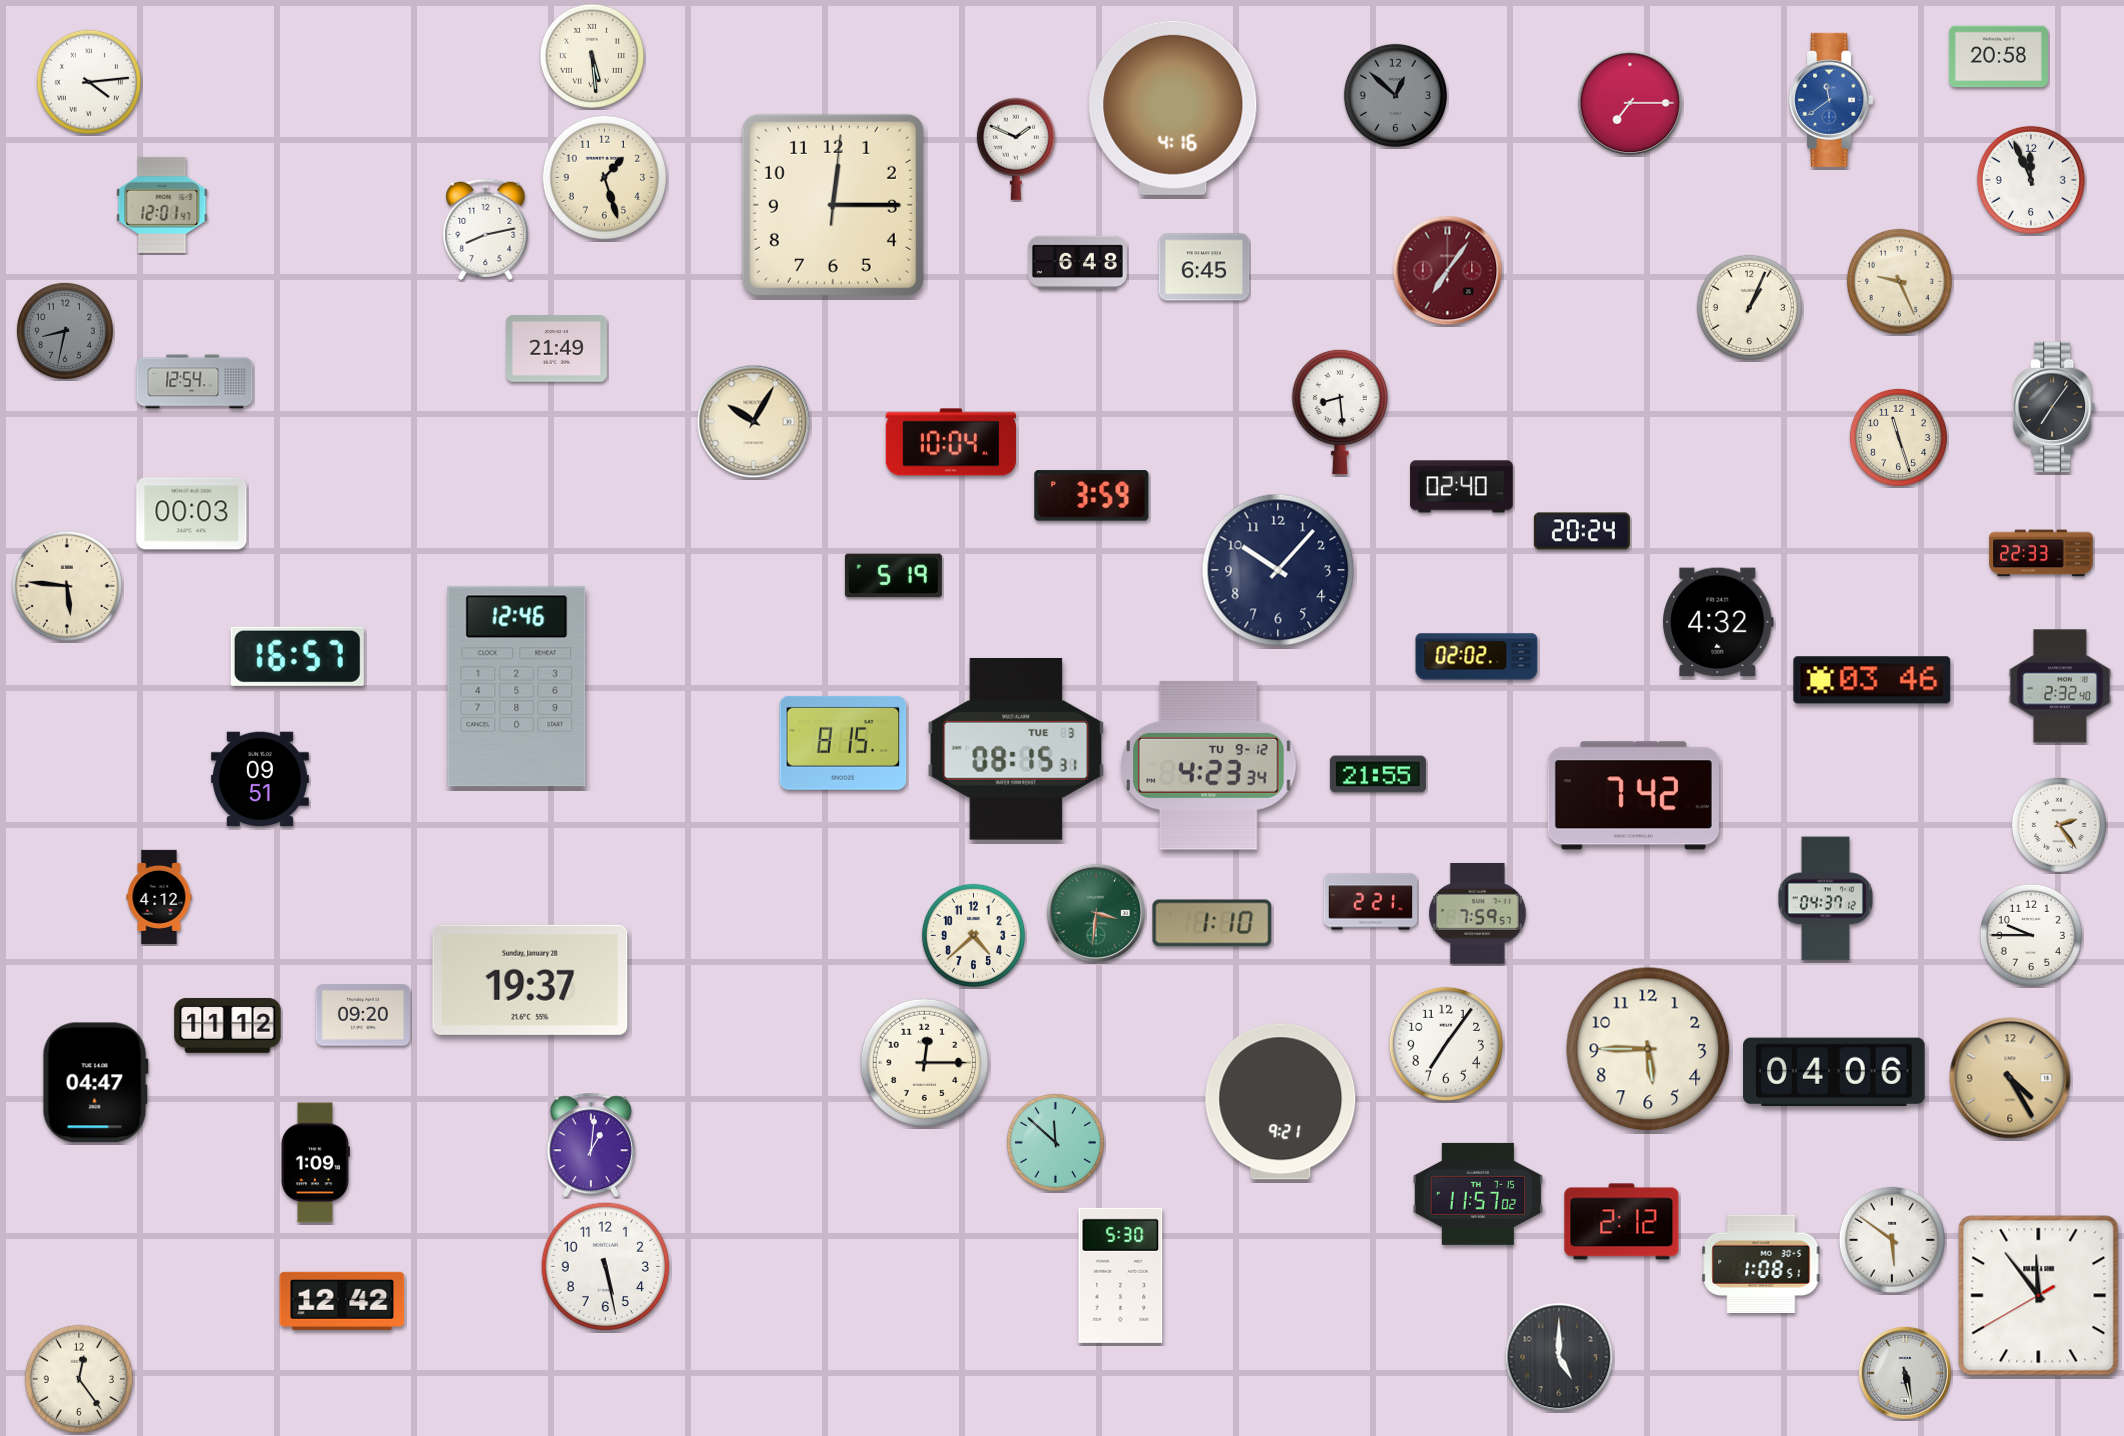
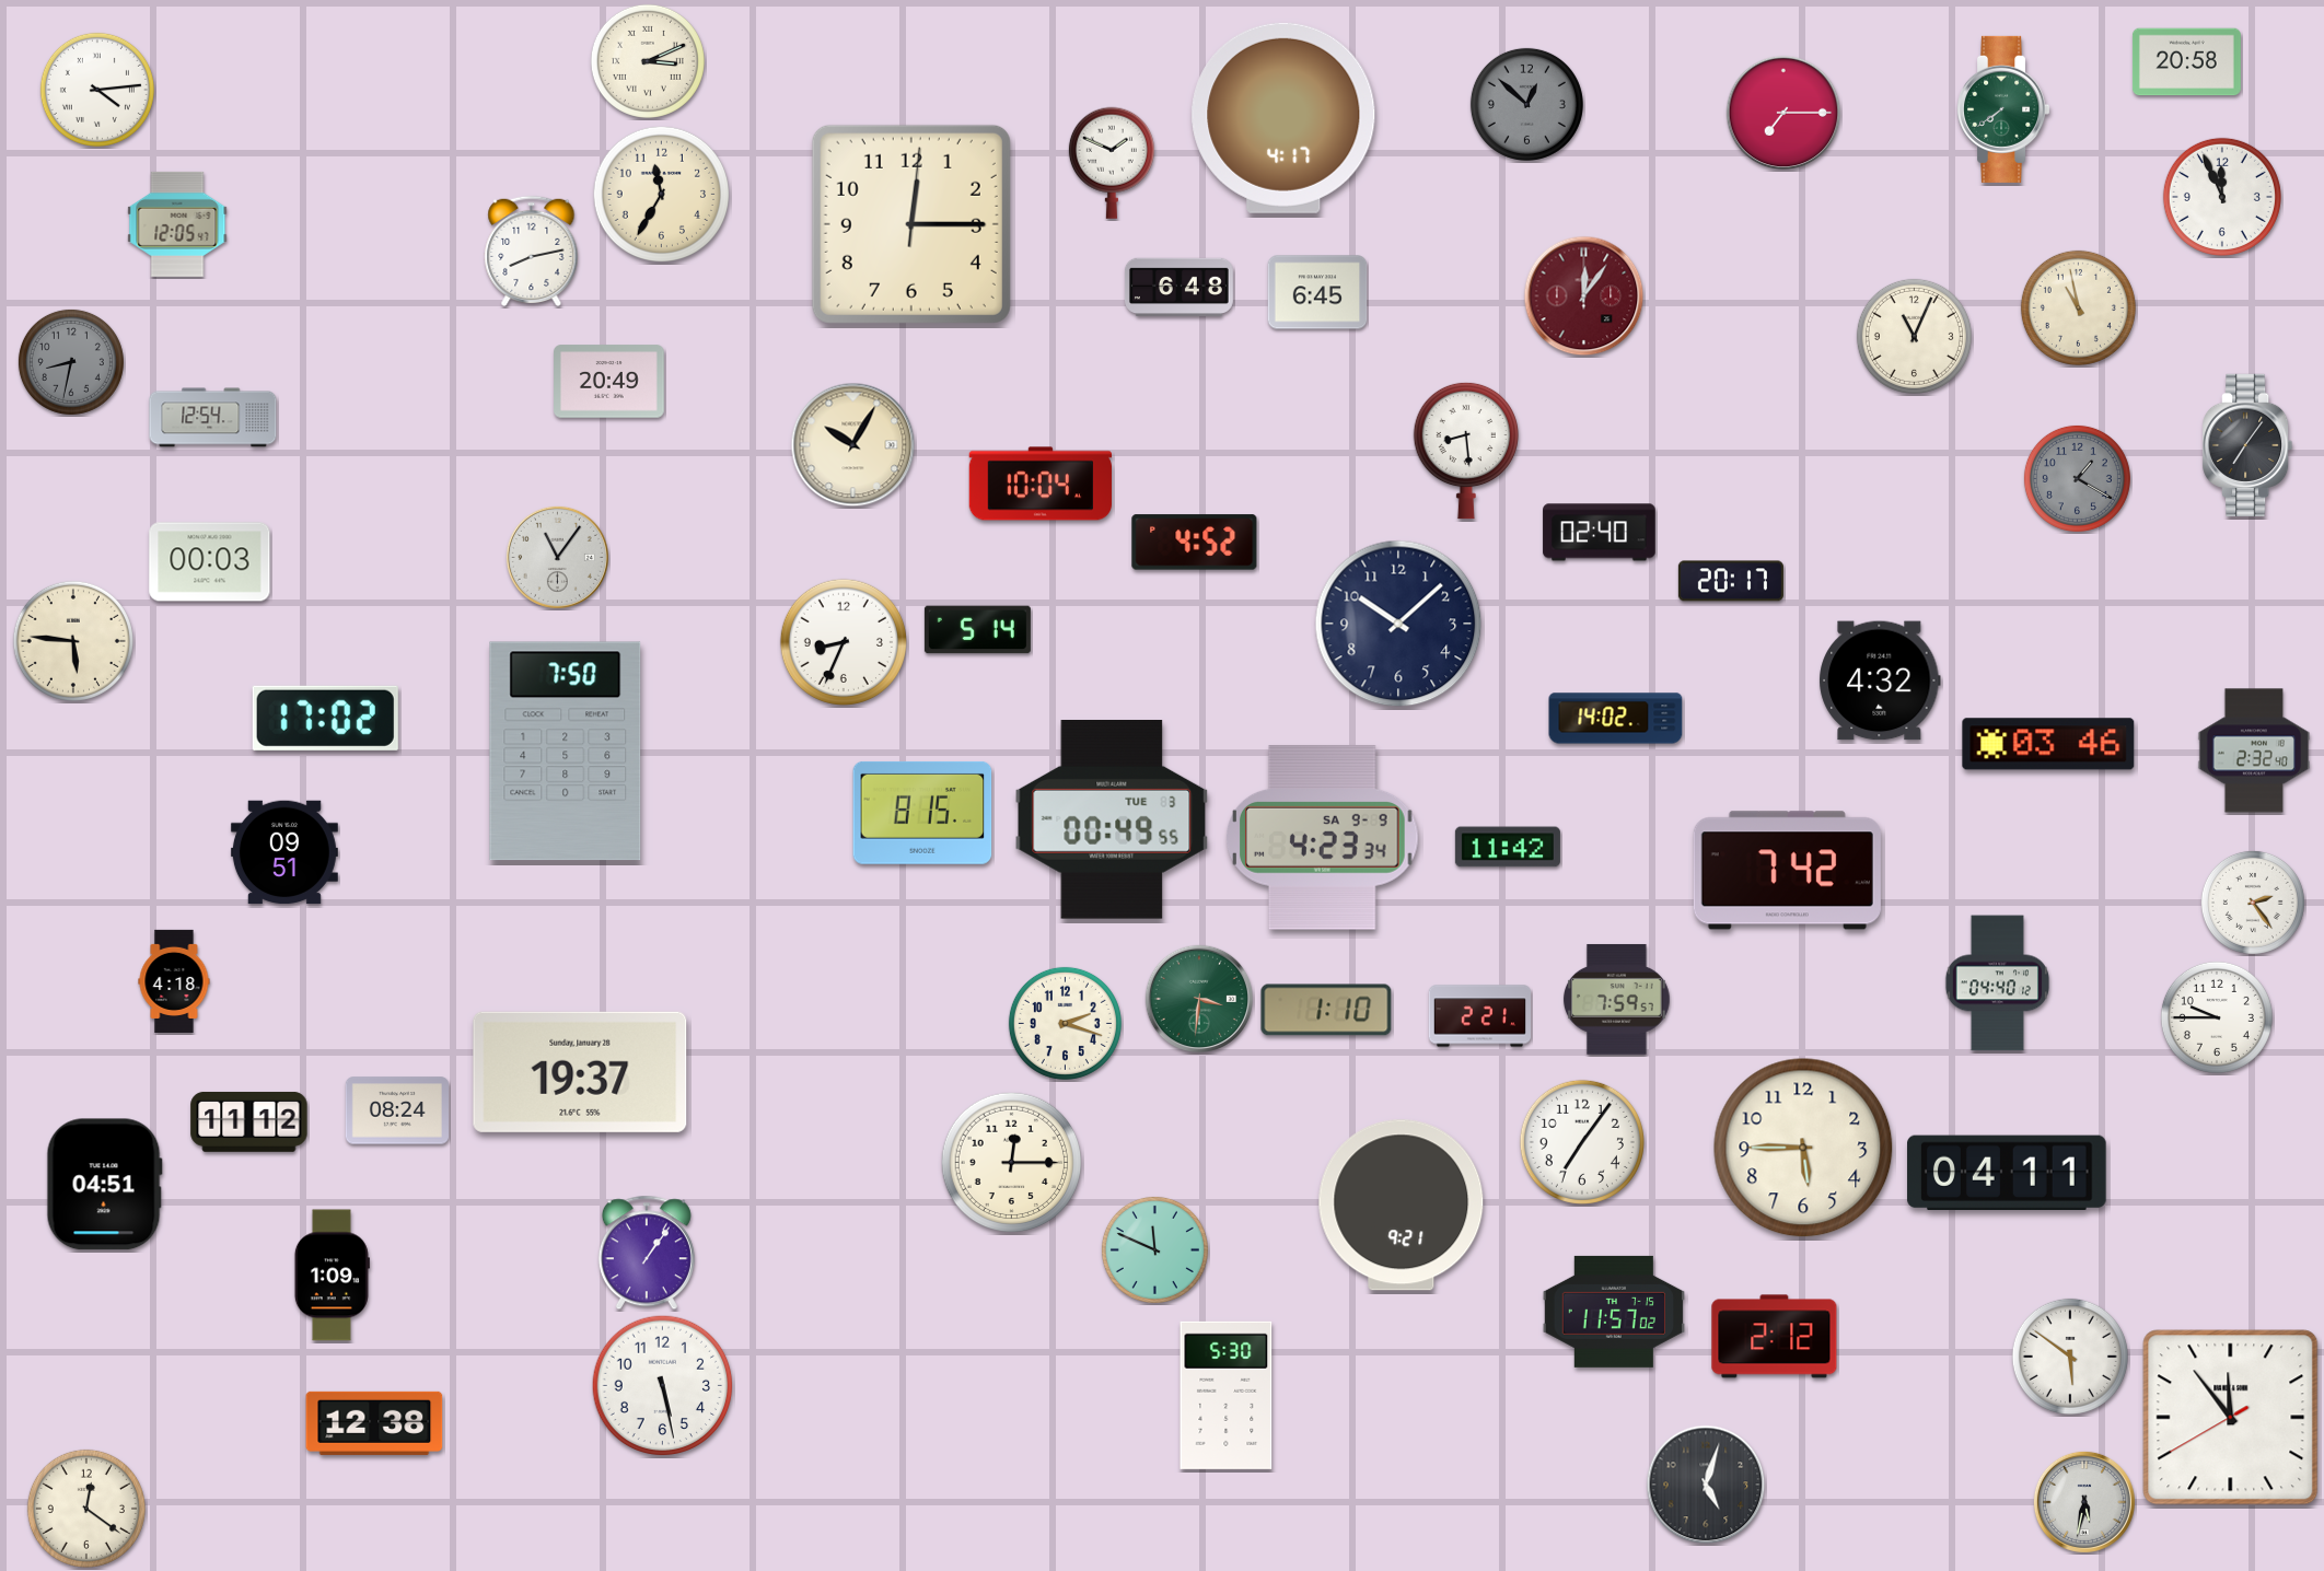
clock at (592, 56): 5:29 -> 3:11
clock at (1831, 100): 11:39 -> 7:39
clock at (1831, 100) dial: blue -> green
clock at (1173, 108): 4:16 -> 4:17
clock at (604, 177): 1:27 -> 11:35
clock at (162, 205): 12:01 -> 12:05
clock at (1448, 271): 7:06 -> 12:06
clock at (1899, 281): 9:26 -> 10:58
clock at (1749, 307): 1:04 -> 11:04
clock at (557, 349): 21:49 -> 20:49
clock at (754, 422) position: (754, 422) -> (853, 445)
clock at (1898, 437): 11:27 -> 1:20
clock at (1898, 437) dial: cream -> grey
clock at (1092, 496): 3:59 -> 4:52
clock at (557, 557): none -> 11:06
clock at (1582, 531): 20:24 -> 20:17
clock at (2041, 553): 22:33 -> none
clock at (1278, 570): 10:07 -> 10:08
clock at (893, 576): 5:19 -> 5:14
clock at (844, 642): none -> 8:34
clock at (297, 656): 16:57 -> 17:02
clock at (1477, 657): 02:02 -> 14:02
clock at (517, 687): 12:46 -> 7:50
clock at (1016, 750): 08:15 -> 00:49
clock at (1209, 766) date: TU 9-12 -> SA 9-9
clock at (1378, 774): 21:55 -> 11:42
clock at (159, 897): 4:12 -> 4:18
clock at (1825, 899): 04:37 -> 04:40
clock at (1370, 902) position: (1370, 902) -> (1479, 1016)
clock at (973, 935): 4:38 -> 2:18
clock at (2031, 935) position: (2031, 935) -> (2217, 1017)
clock at (363, 1015): 09:20 -> 08:24
clock at (1834, 1071): 04:06 -> 04:11
clock at (2010, 1078): 4:25 -> none
clock at (95, 1083): 04:47 -> 04:51
clock at (1055, 1142): 11:52 -> 11:49
clock at (591, 1145): 1:01 -> 1:06
clock at (315, 1163) position: (315, 1163) -> (332, 1276)
clock at (1477, 1194) position: (1477, 1194) -> (1613, 1312)
clock at (1761, 1263): 1:08 -> none
clock at (342, 1301): 12:42 -> 12:38
clock at (1559, 1357): 5:00 -> 5:03
clock at (1905, 1373): 5:28 -> 5:32
clock at (79, 1379): 12:24 -> 12:21
